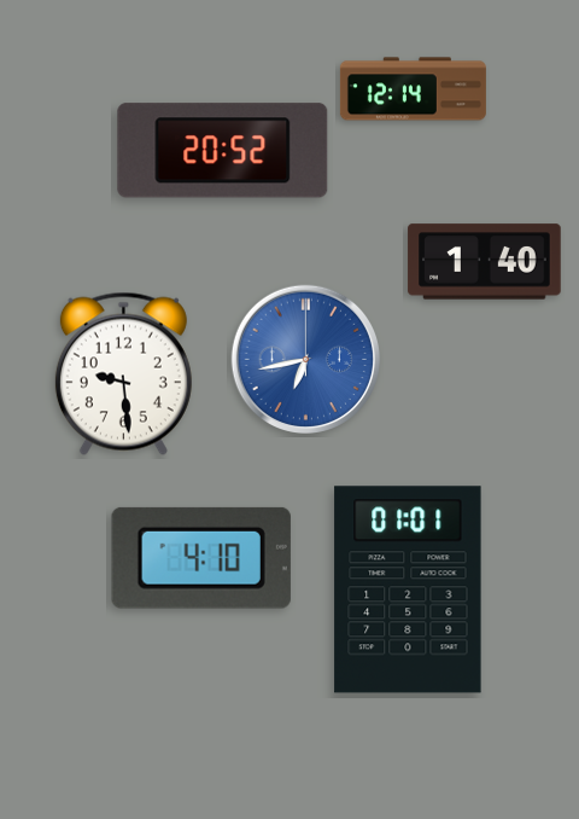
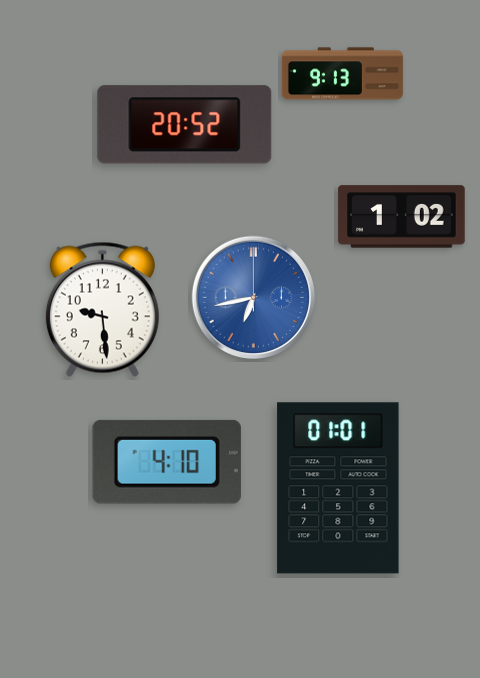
clock at (413, 89): 12:14 -> 9:13
clock at (485, 262): 1:40 -> 1:02
